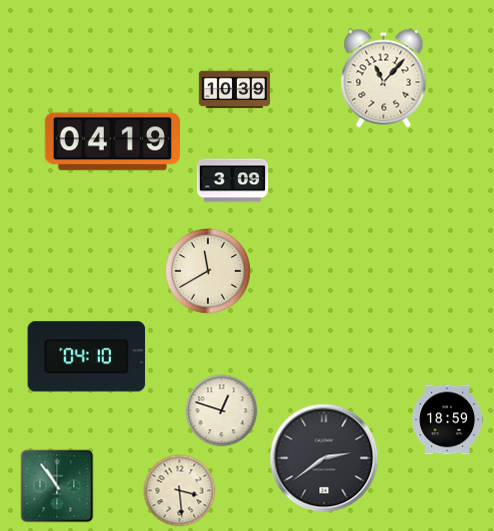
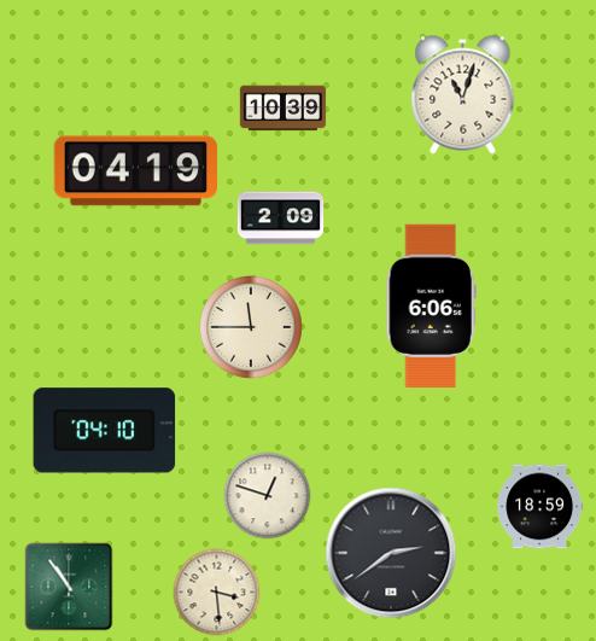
clock at (384, 79): 11:07 -> 11:03
clock at (233, 181): 3:09 -> 2:09
clock at (431, 305): none -> 6:06
clock at (209, 272): 11:40 -> 11:45
